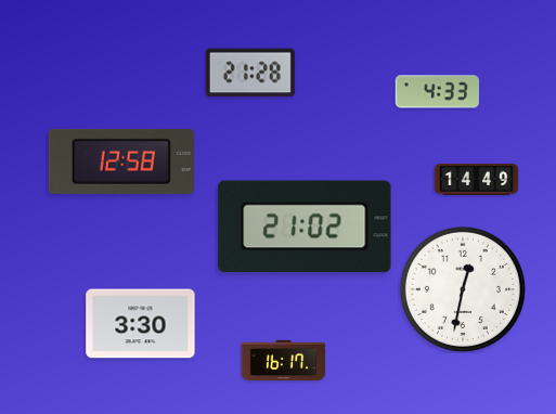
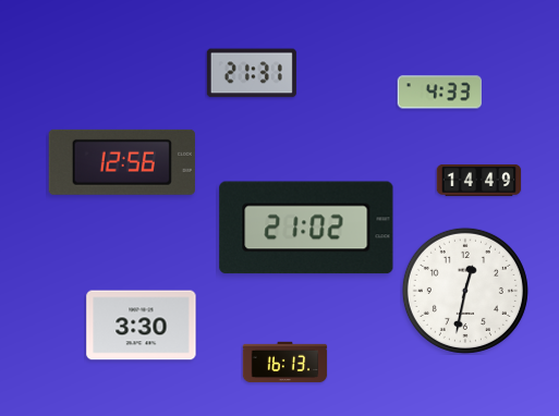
clock at (250, 73): 21:28 -> 21:31
clock at (121, 161): 12:58 -> 12:56
clock at (283, 361): 16:17 -> 16:13
